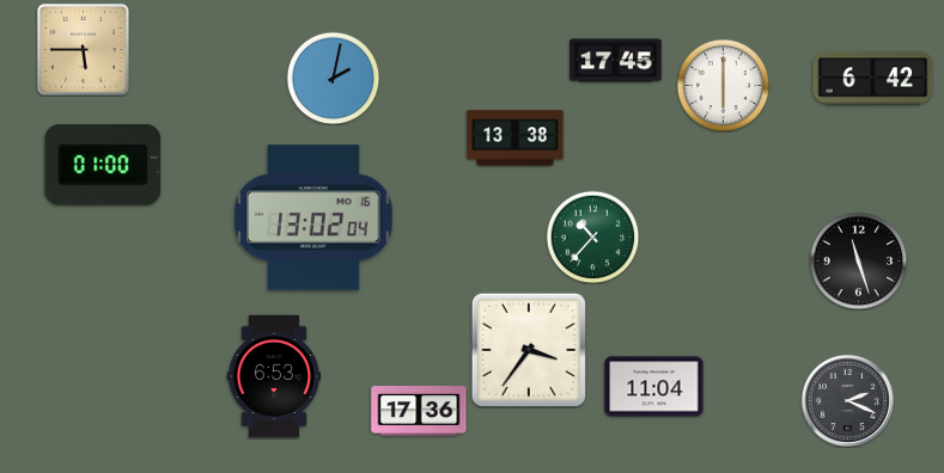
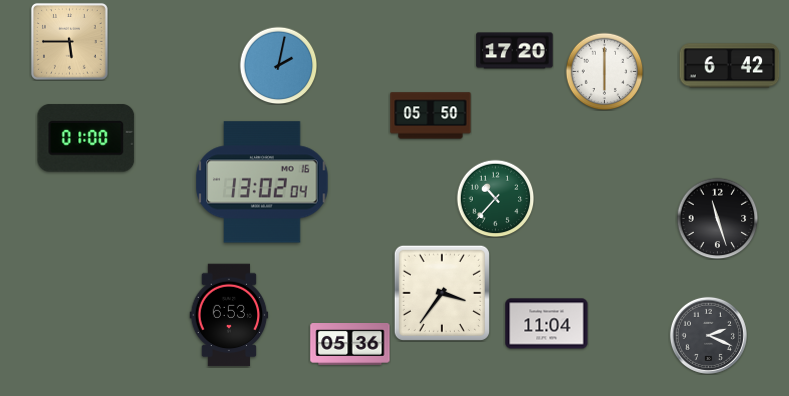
clock at (616, 61): 17:45 -> 17:20
clock at (516, 139): 13:38 -> 05:50
clock at (419, 412): 17:36 -> 05:36
